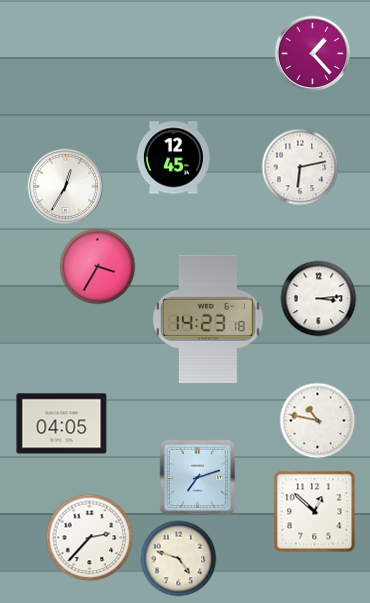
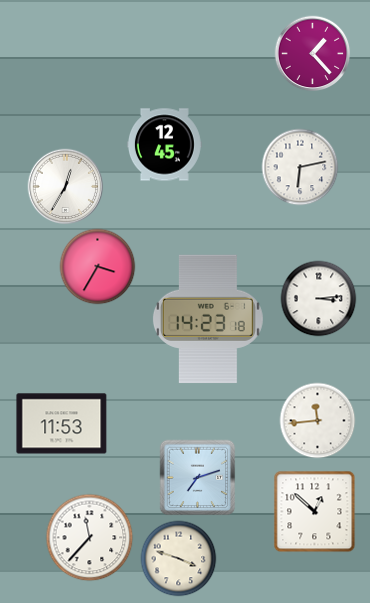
clock at (173, 158) position: (173, 158) -> (164, 145)
clock at (318, 421): 10:47 -> 11:44
clock at (62, 424): 04:05 -> 11:53
clock at (90, 538): 2:37 -> 11:37
clock at (179, 559): 4:48 -> 3:48
